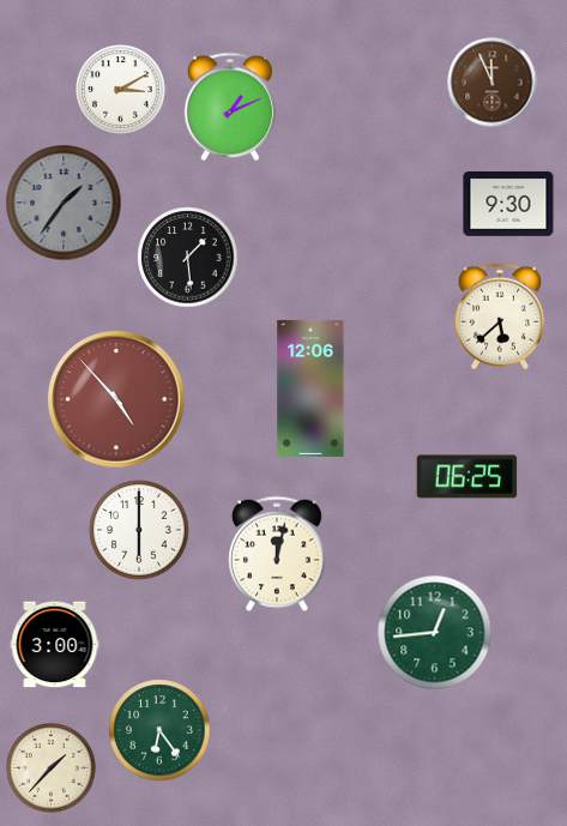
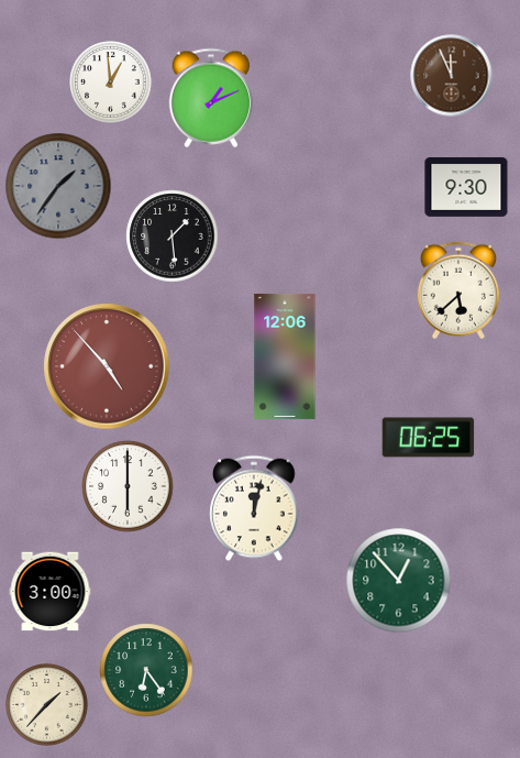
clock at (121, 90): 3:10 -> 12:59
clock at (435, 633): 12:44 -> 12:53
